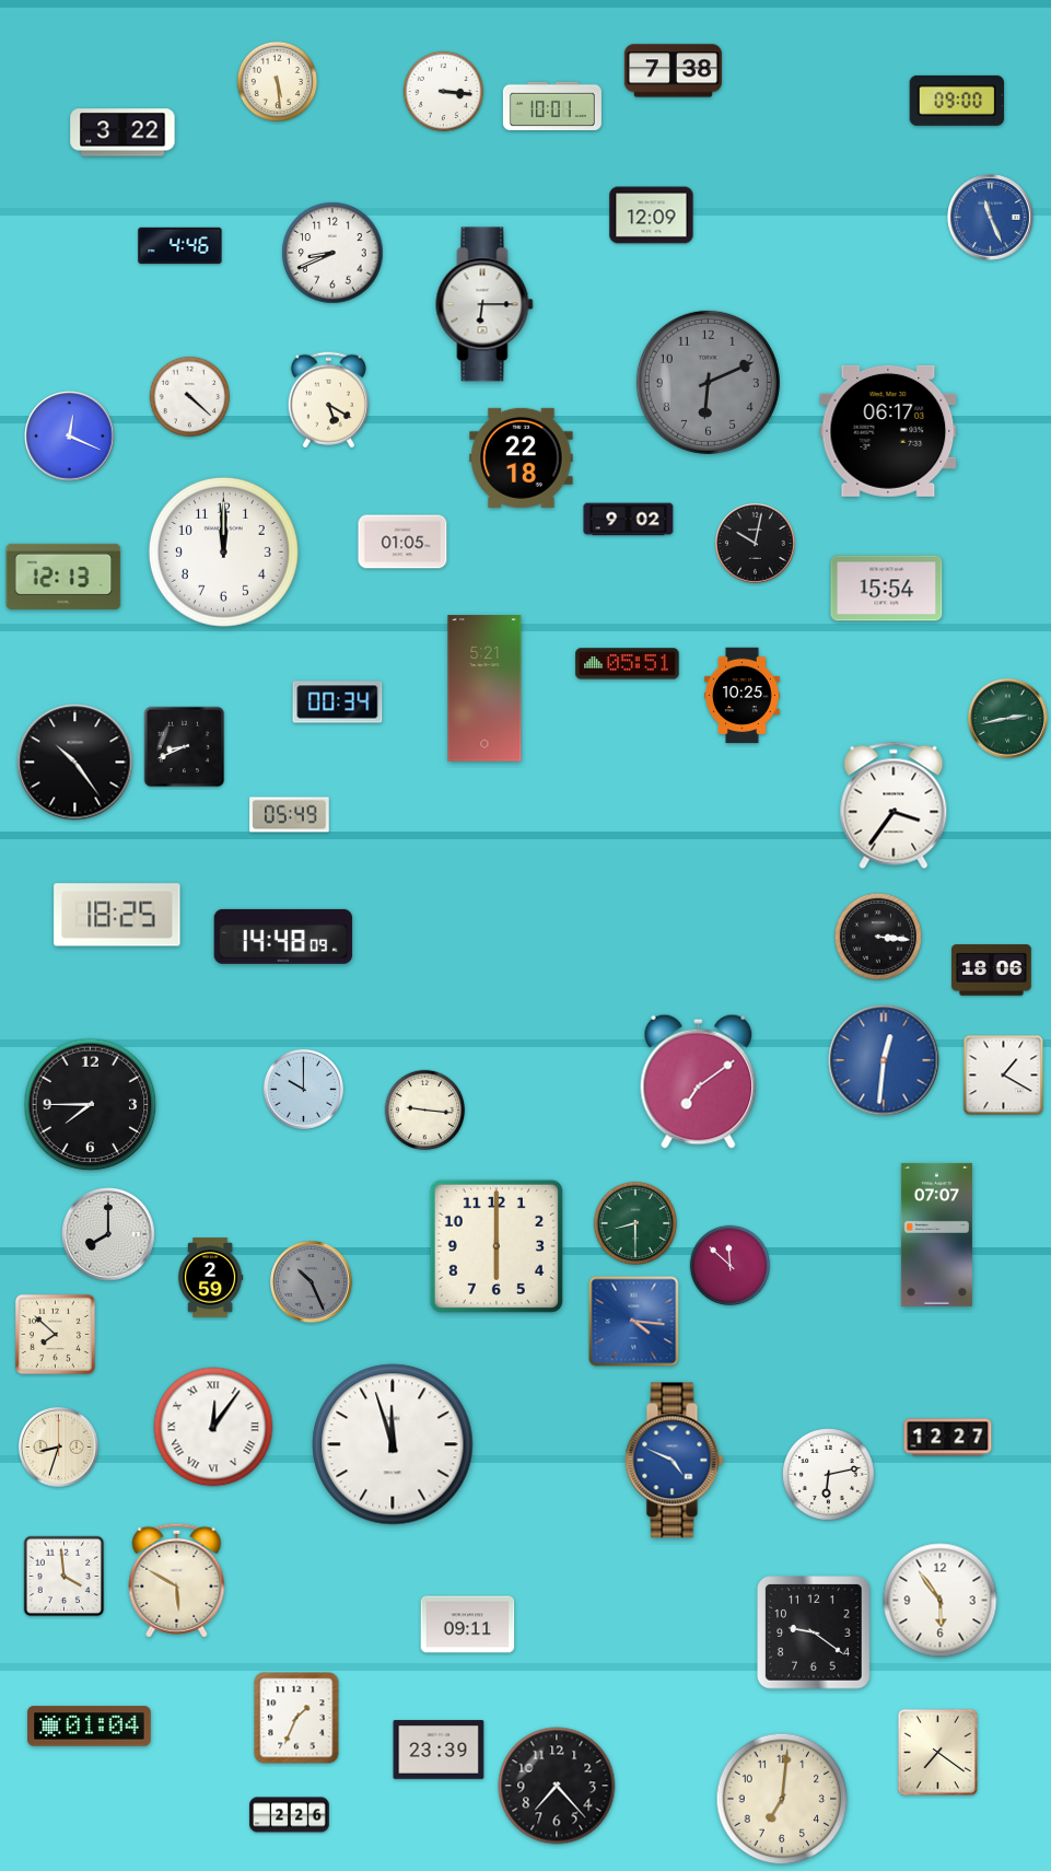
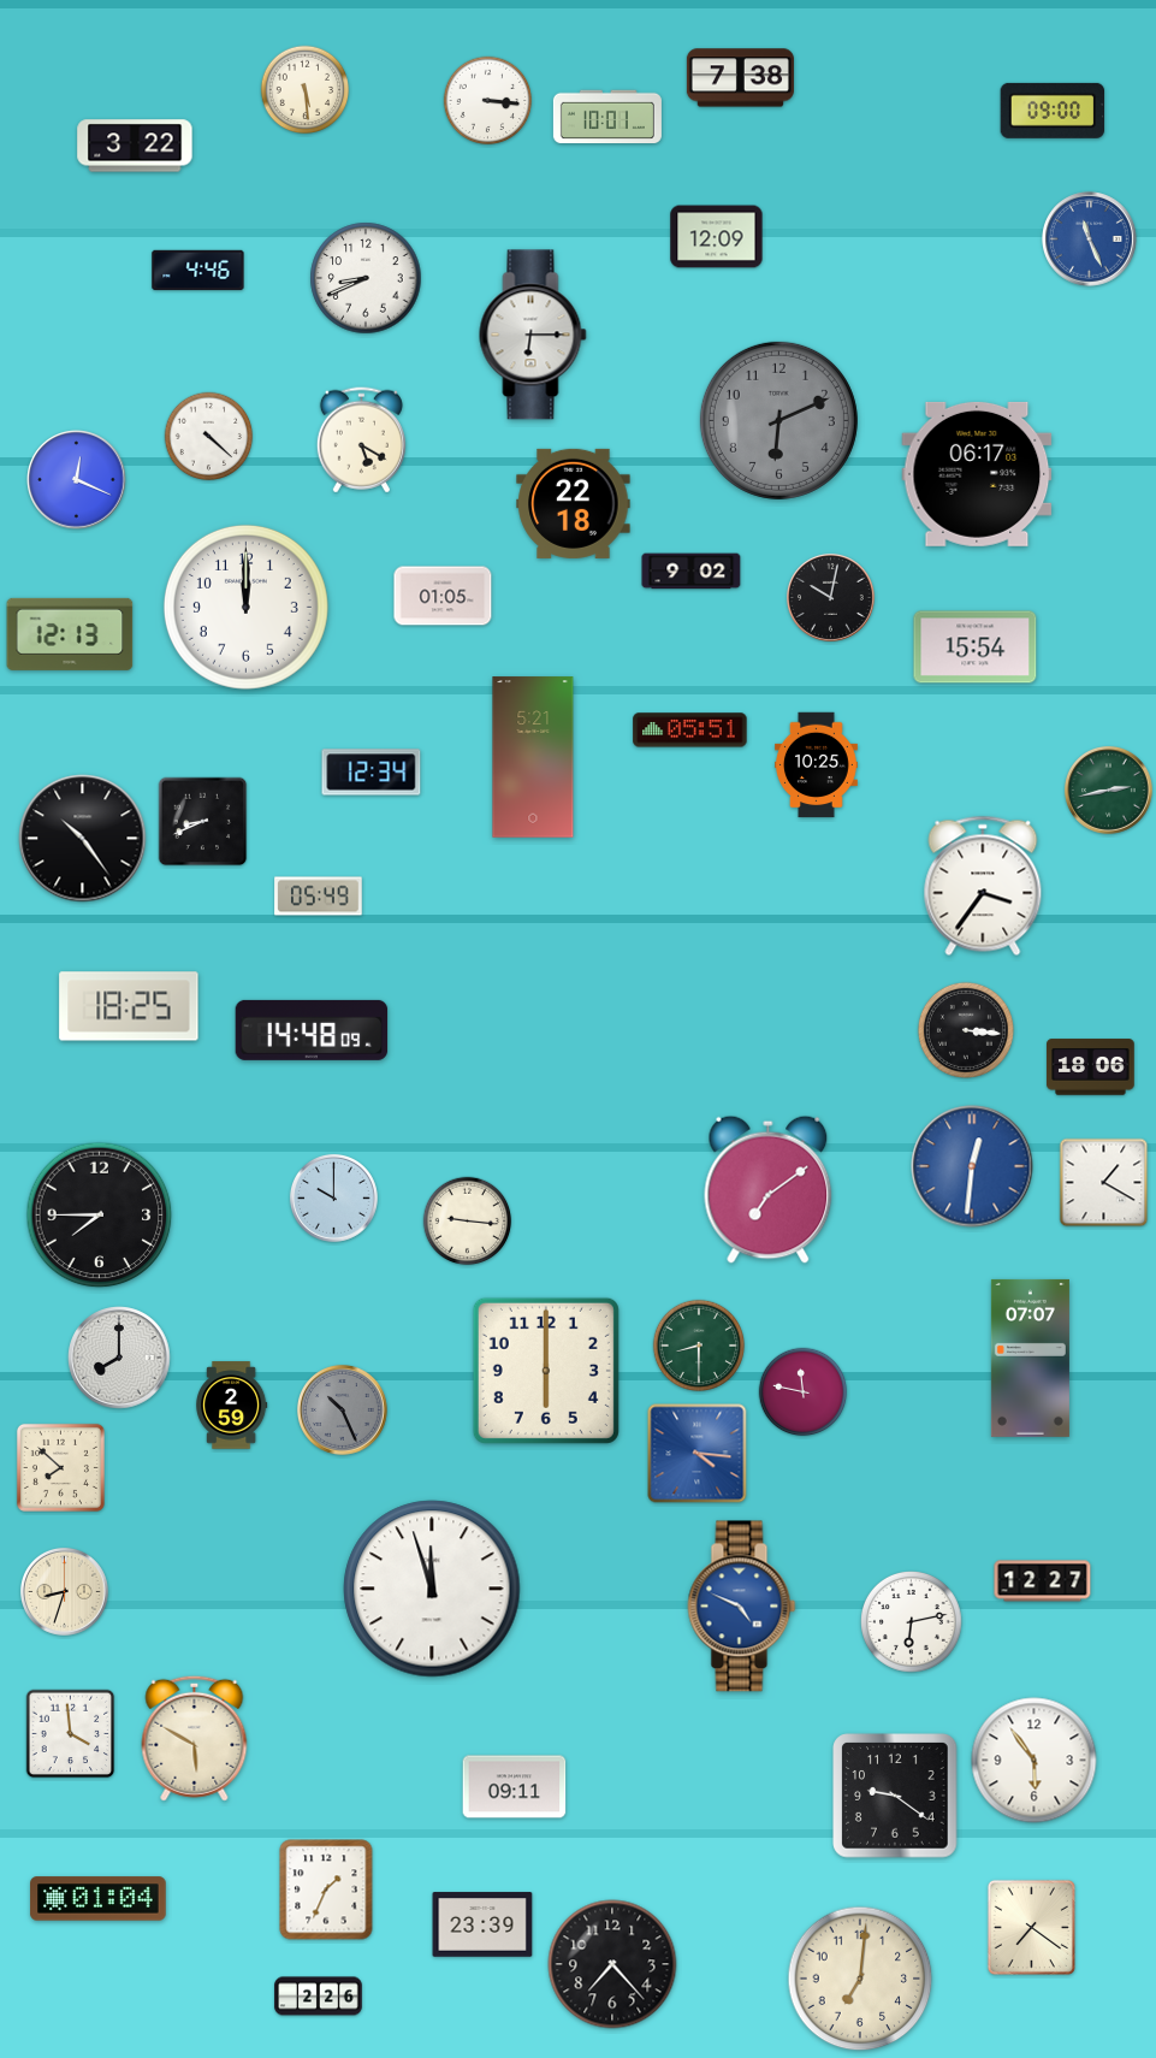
clock at (338, 702): 00:34 -> 12:34
clock at (731, 1266): 11:52 -> 11:47
clock at (213, 1427): 12:06 -> none
